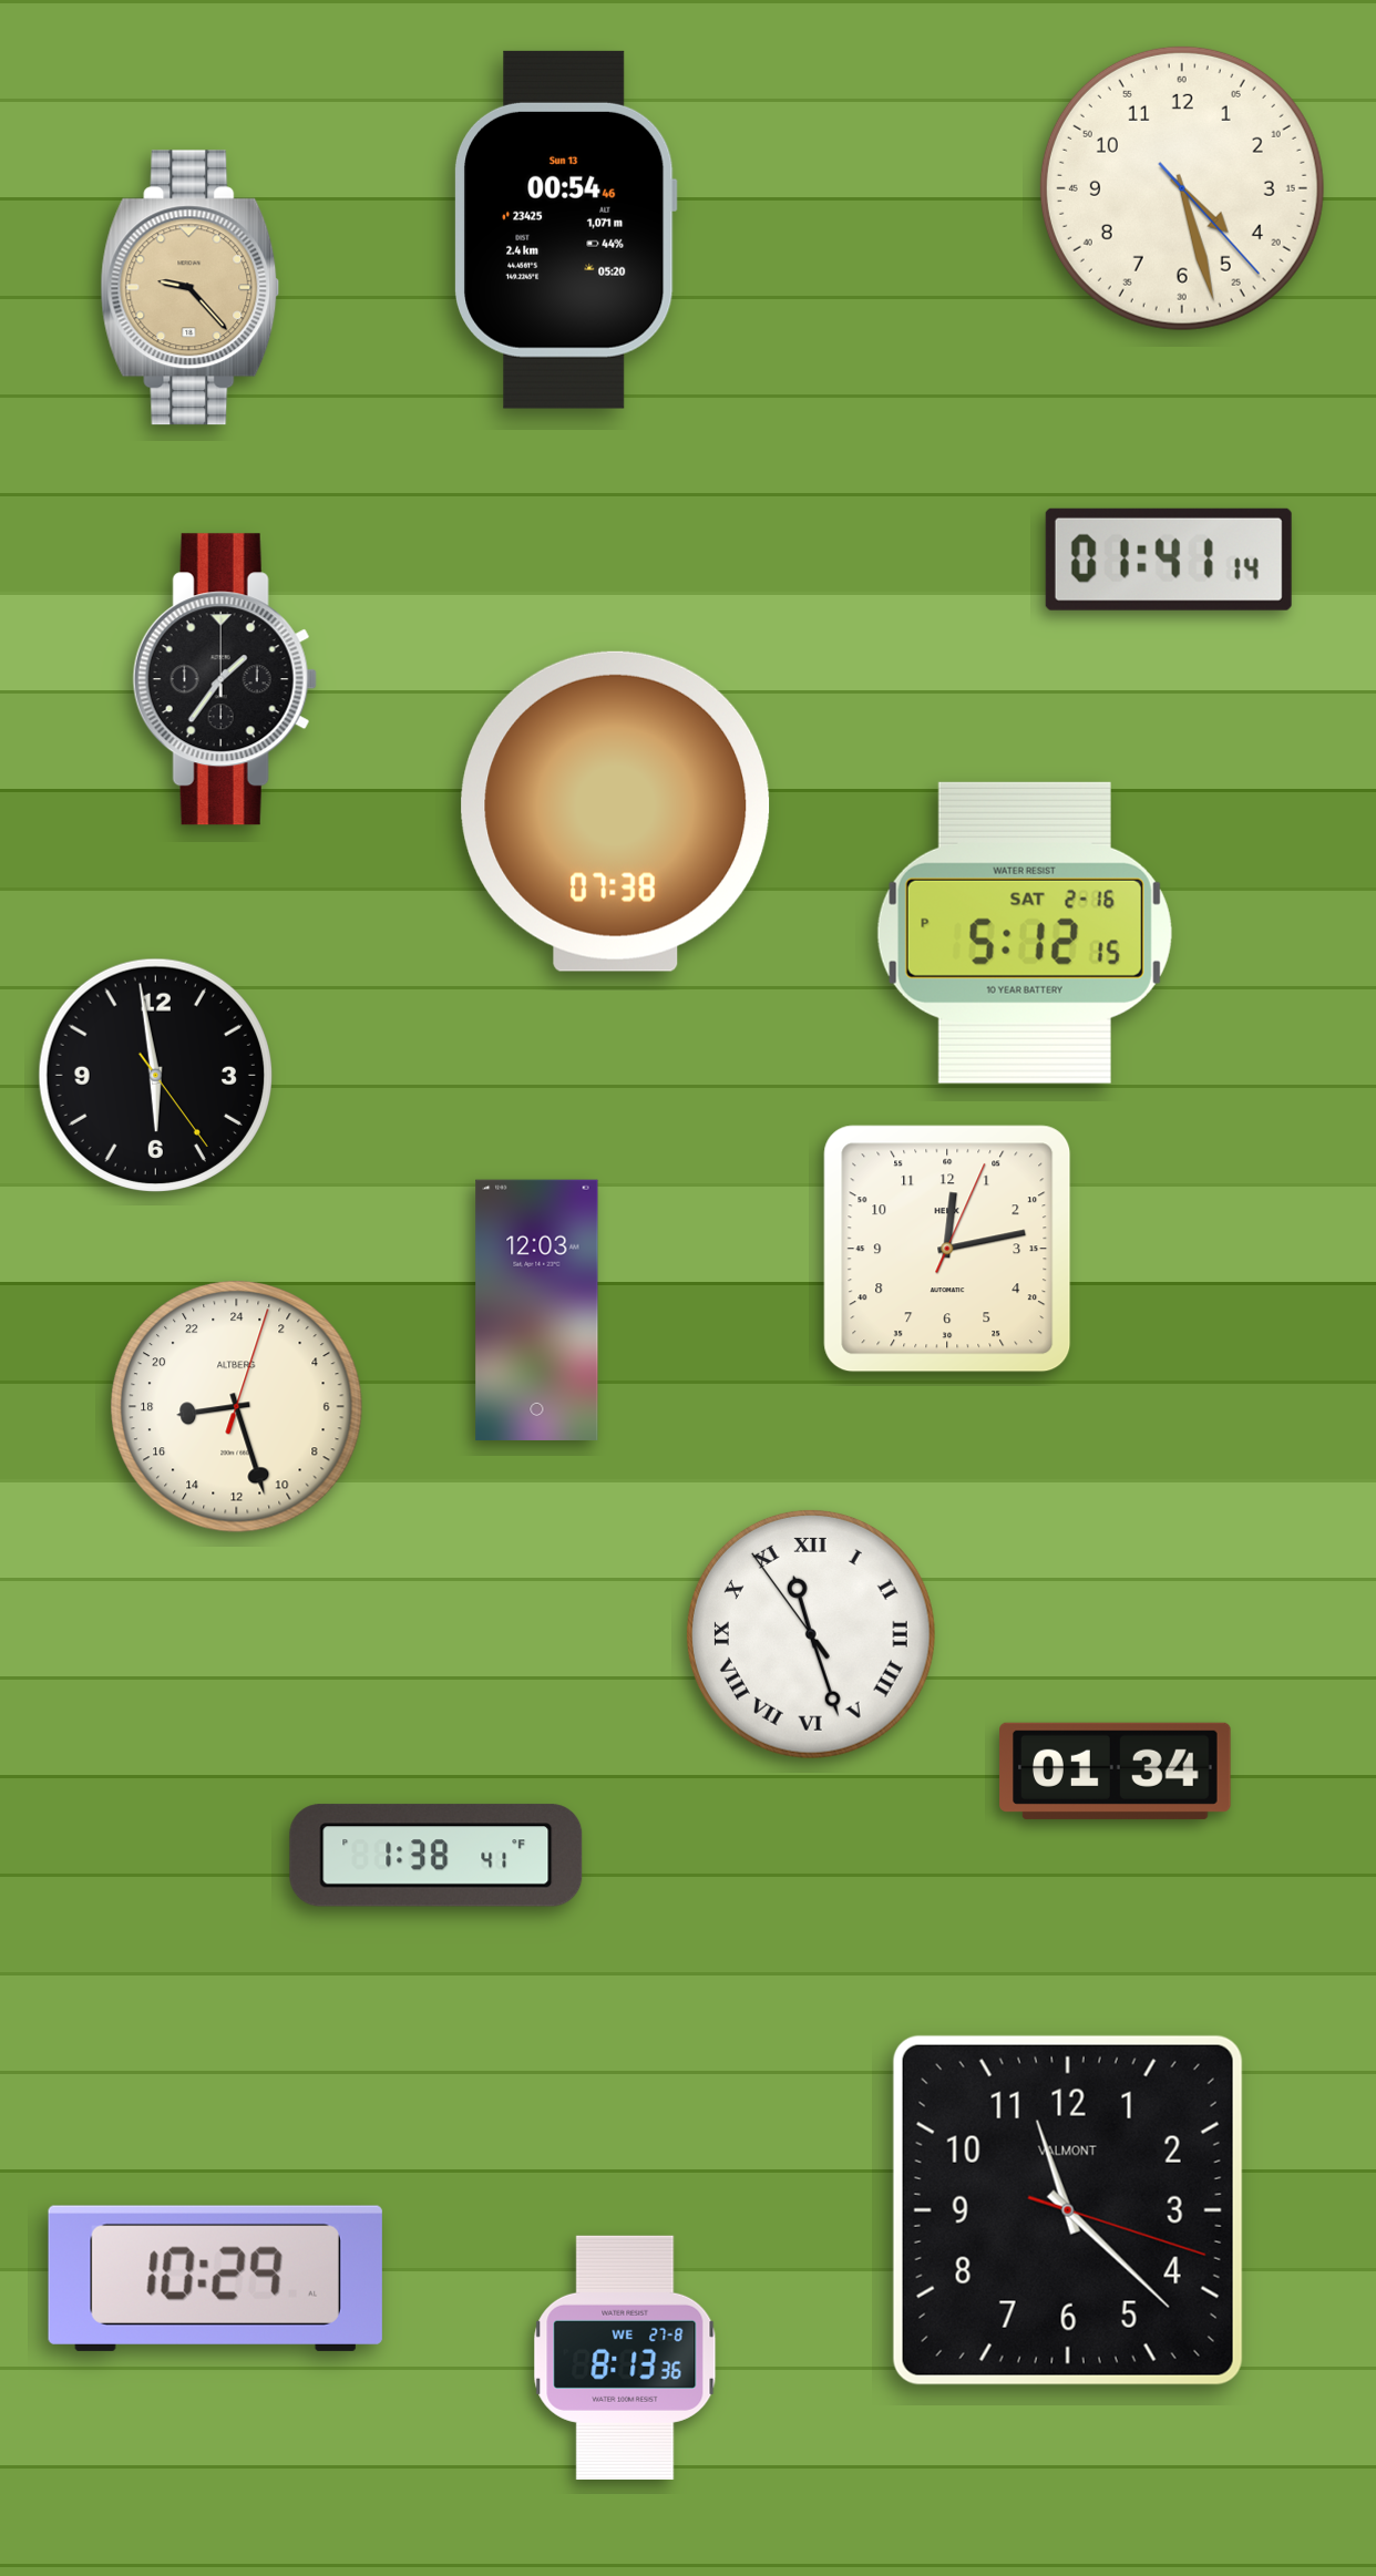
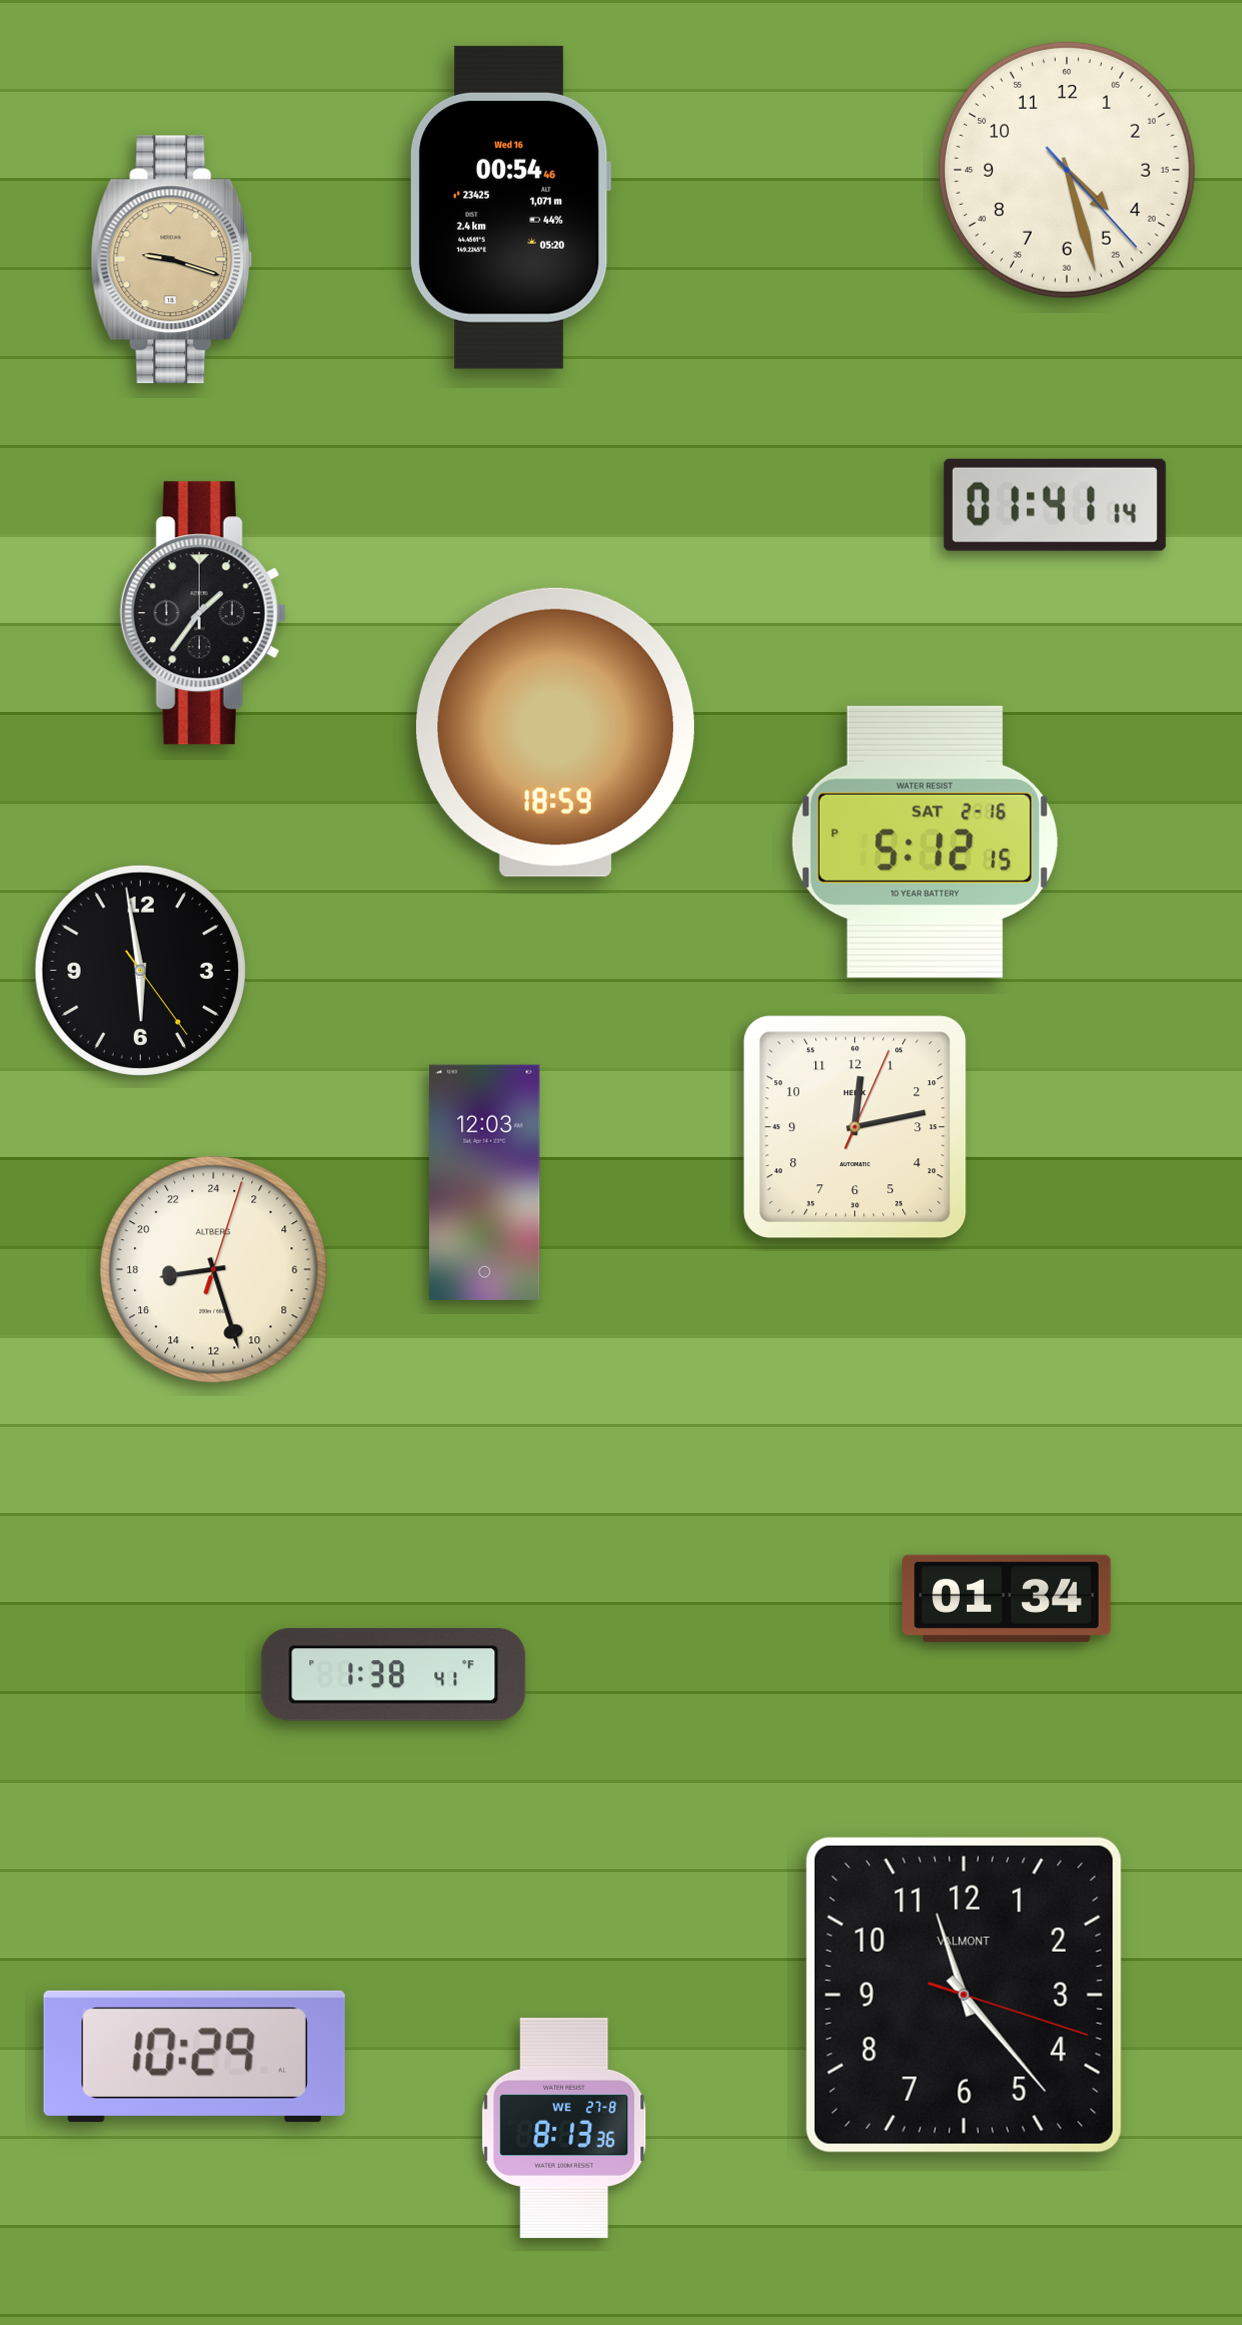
clock at (566, 229) date: Sun 13 -> Wed 16
clock at (191, 288): 9:23 -> 9:18
clock at (616, 811): 07:38 -> 18:59
clock at (811, 1634): 11:26 -> none
clock at (1068, 2210): 11:22 -> 11:23
